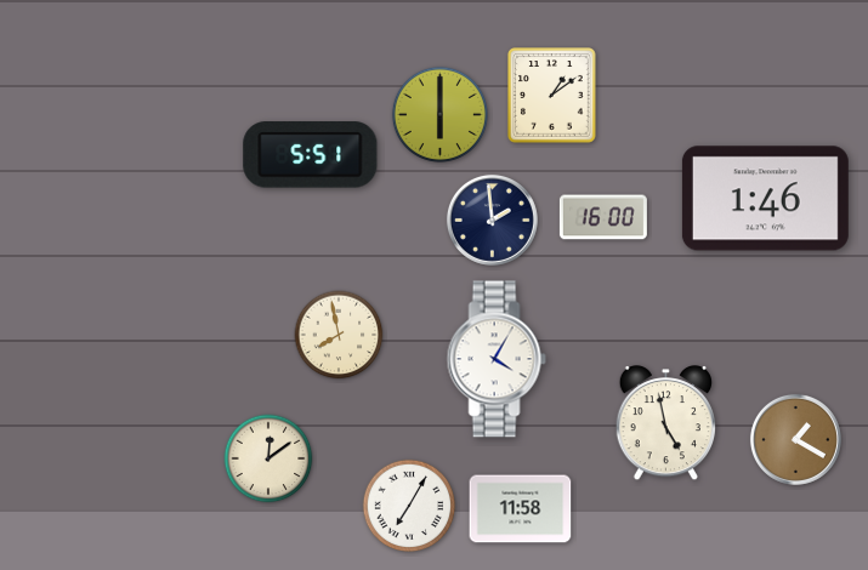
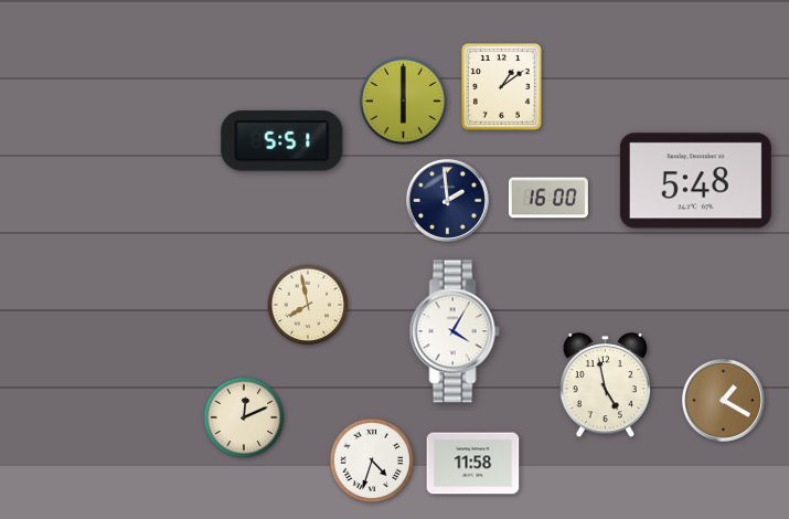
clock at (439, 114) position: (439, 114) -> (403, 100)
clock at (765, 199): 1:46 -> 5:48
clock at (497, 359) position: (497, 359) -> (455, 331)
clock at (268, 458): 12:09 -> 12:11
clock at (409, 506): 7:05 -> 4:33
